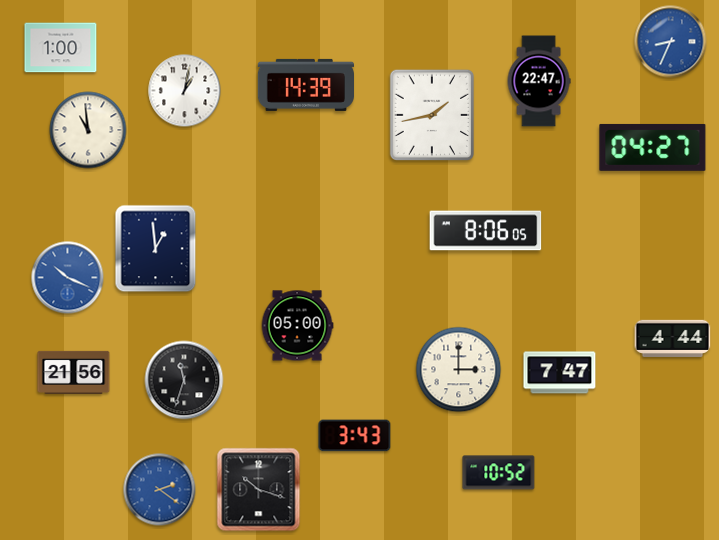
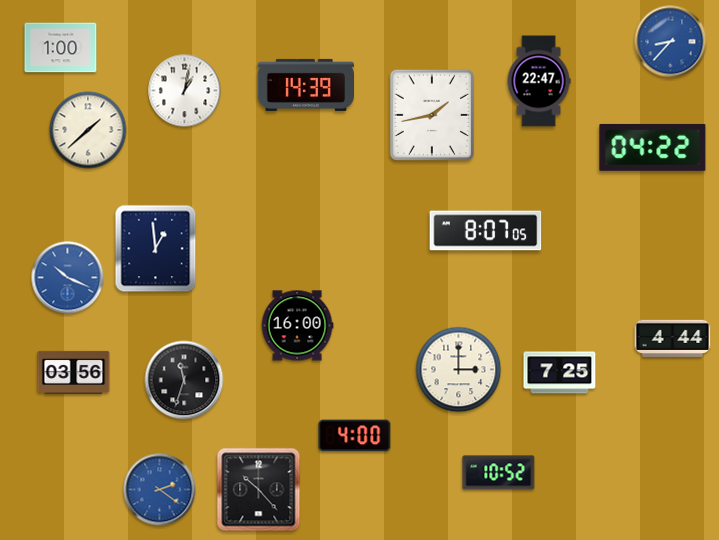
clock at (671, 42): 8:34 -> 8:37
clock at (88, 130): 10:59 -> 1:38
clock at (653, 147): 04:27 -> 04:22
clock at (486, 231): 8:06 -> 8:07
clock at (297, 326): 05:00 -> 16:00
clock at (74, 372): 21:56 -> 03:56
clock at (560, 373): 7:47 -> 7:25
clock at (355, 436): 3:43 -> 4:00
clock at (259, 490): 10:18 -> 10:23
